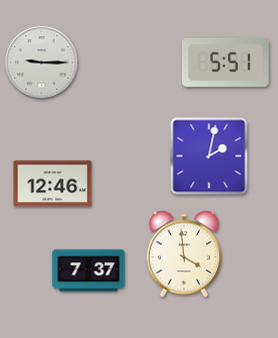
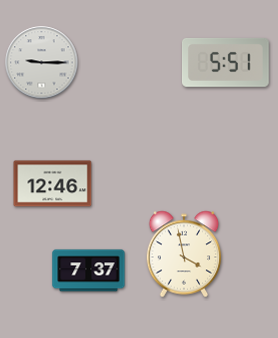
clock at (209, 156): 2:02 -> none
clock at (184, 254): 3:59 -> 3:58
